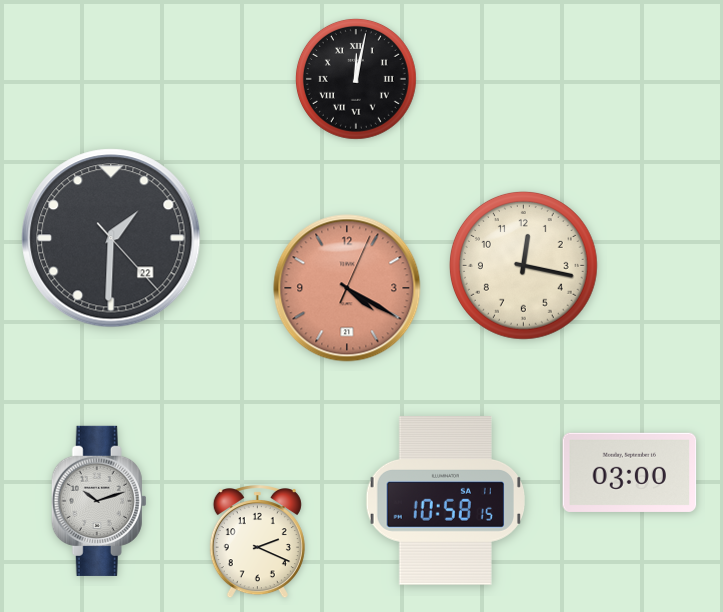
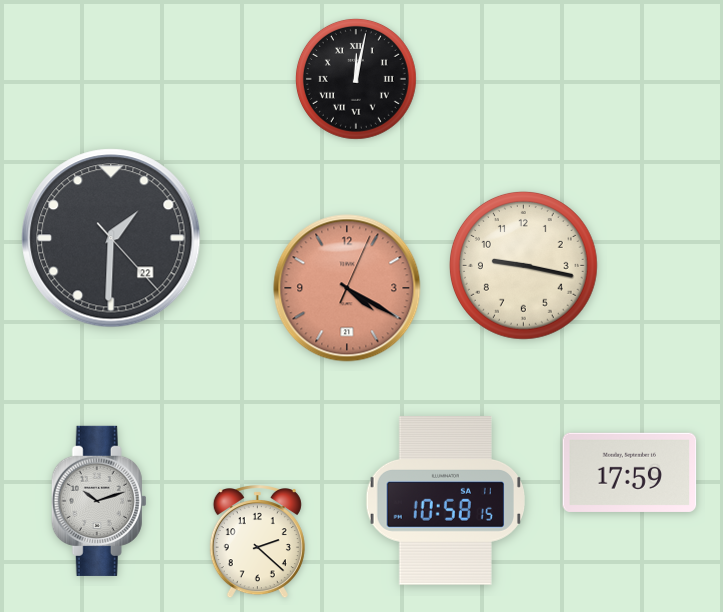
clock at (524, 266): 12:17 -> 9:17
clock at (630, 472): 03:00 -> 17:59
clock at (257, 543): 2:19 -> 2:22
